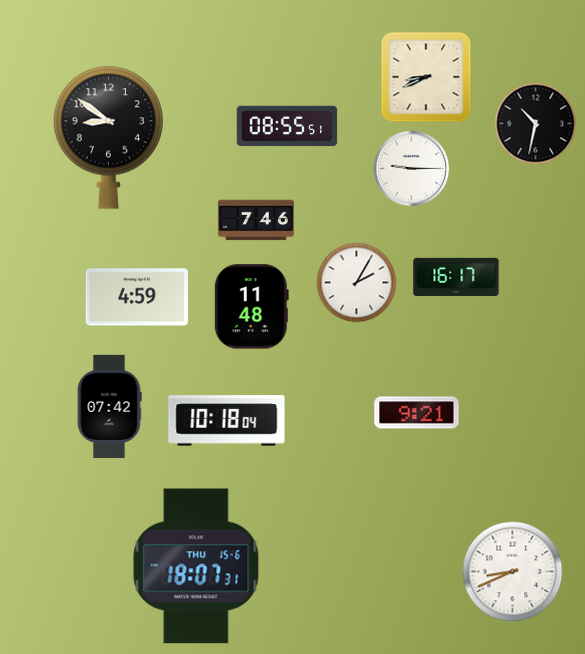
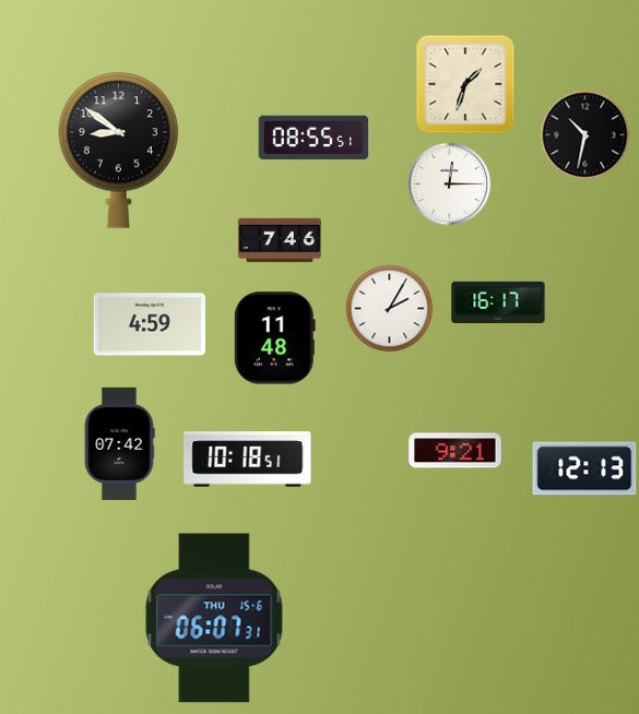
clock at (426, 77): 8:41 -> 1:33
clock at (412, 169): 9:15 -> 12:15
clock at (251, 307) position: (251, 307) -> (274, 338)
clock at (227, 421): 10:18:04 -> 10:18:51
clock at (584, 468): none -> 12:13
clock at (196, 566): 18:07 -> 06:07
clock at (513, 572): 8:41 -> none
